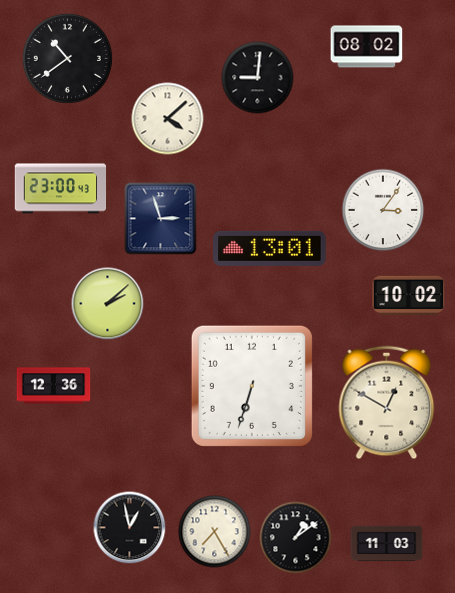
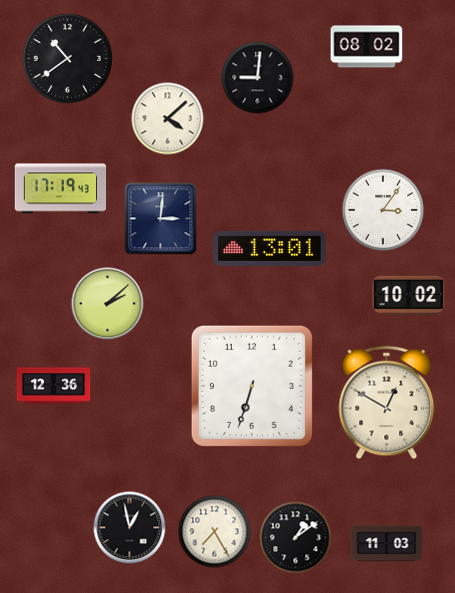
clock at (61, 189): 23:00 -> 17:19
clock at (161, 219): 2:57 -> 3:01
